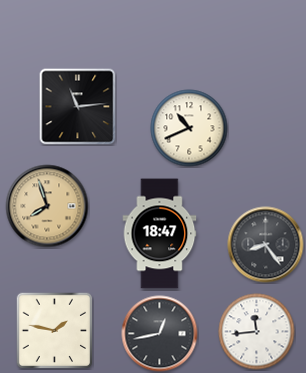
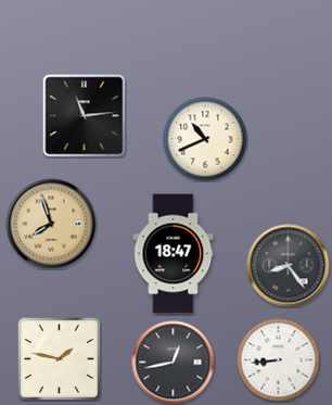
clock at (257, 332): 11:44 -> 8:44
